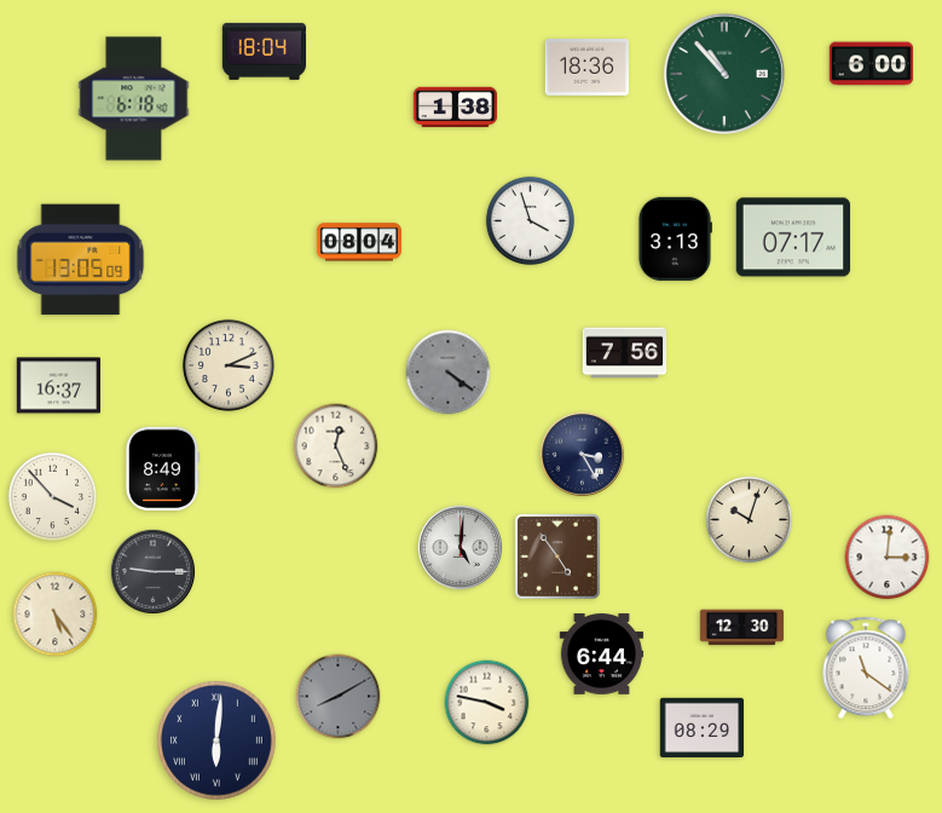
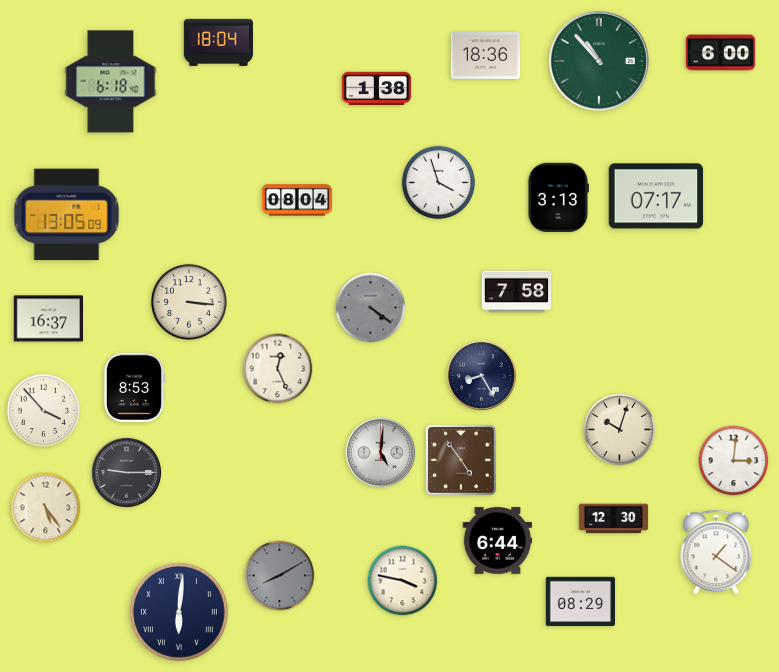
clock at (625, 353): 7:56 -> 7:58
clock at (229, 365): 3:11 -> 3:16
clock at (582, 454): 3:25 -> 8:25
clock at (162, 468): 8:49 -> 8:53
clock at (866, 668): 11:21 -> 1:21
